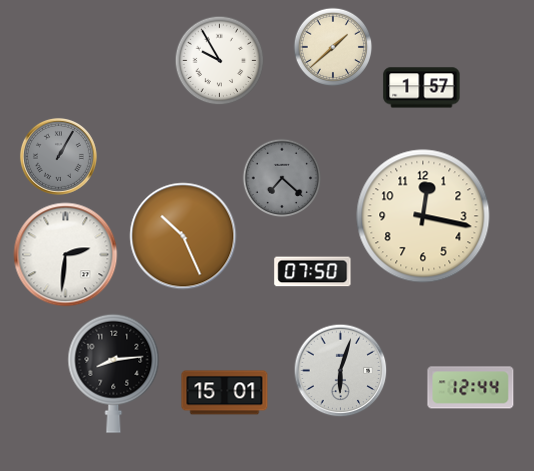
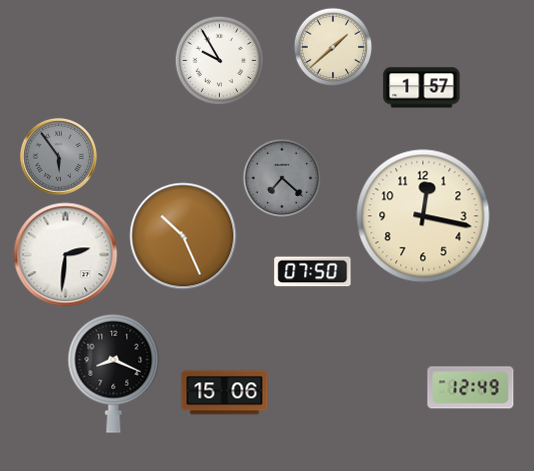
clock at (58, 156): 1:05 -> 5:54
clock at (340, 370): 6:03 -> none
clock at (114, 373): 8:14 -> 8:19
clock at (471, 388): 12:44 -> 12:49
clock at (225, 393): 15:01 -> 15:06
